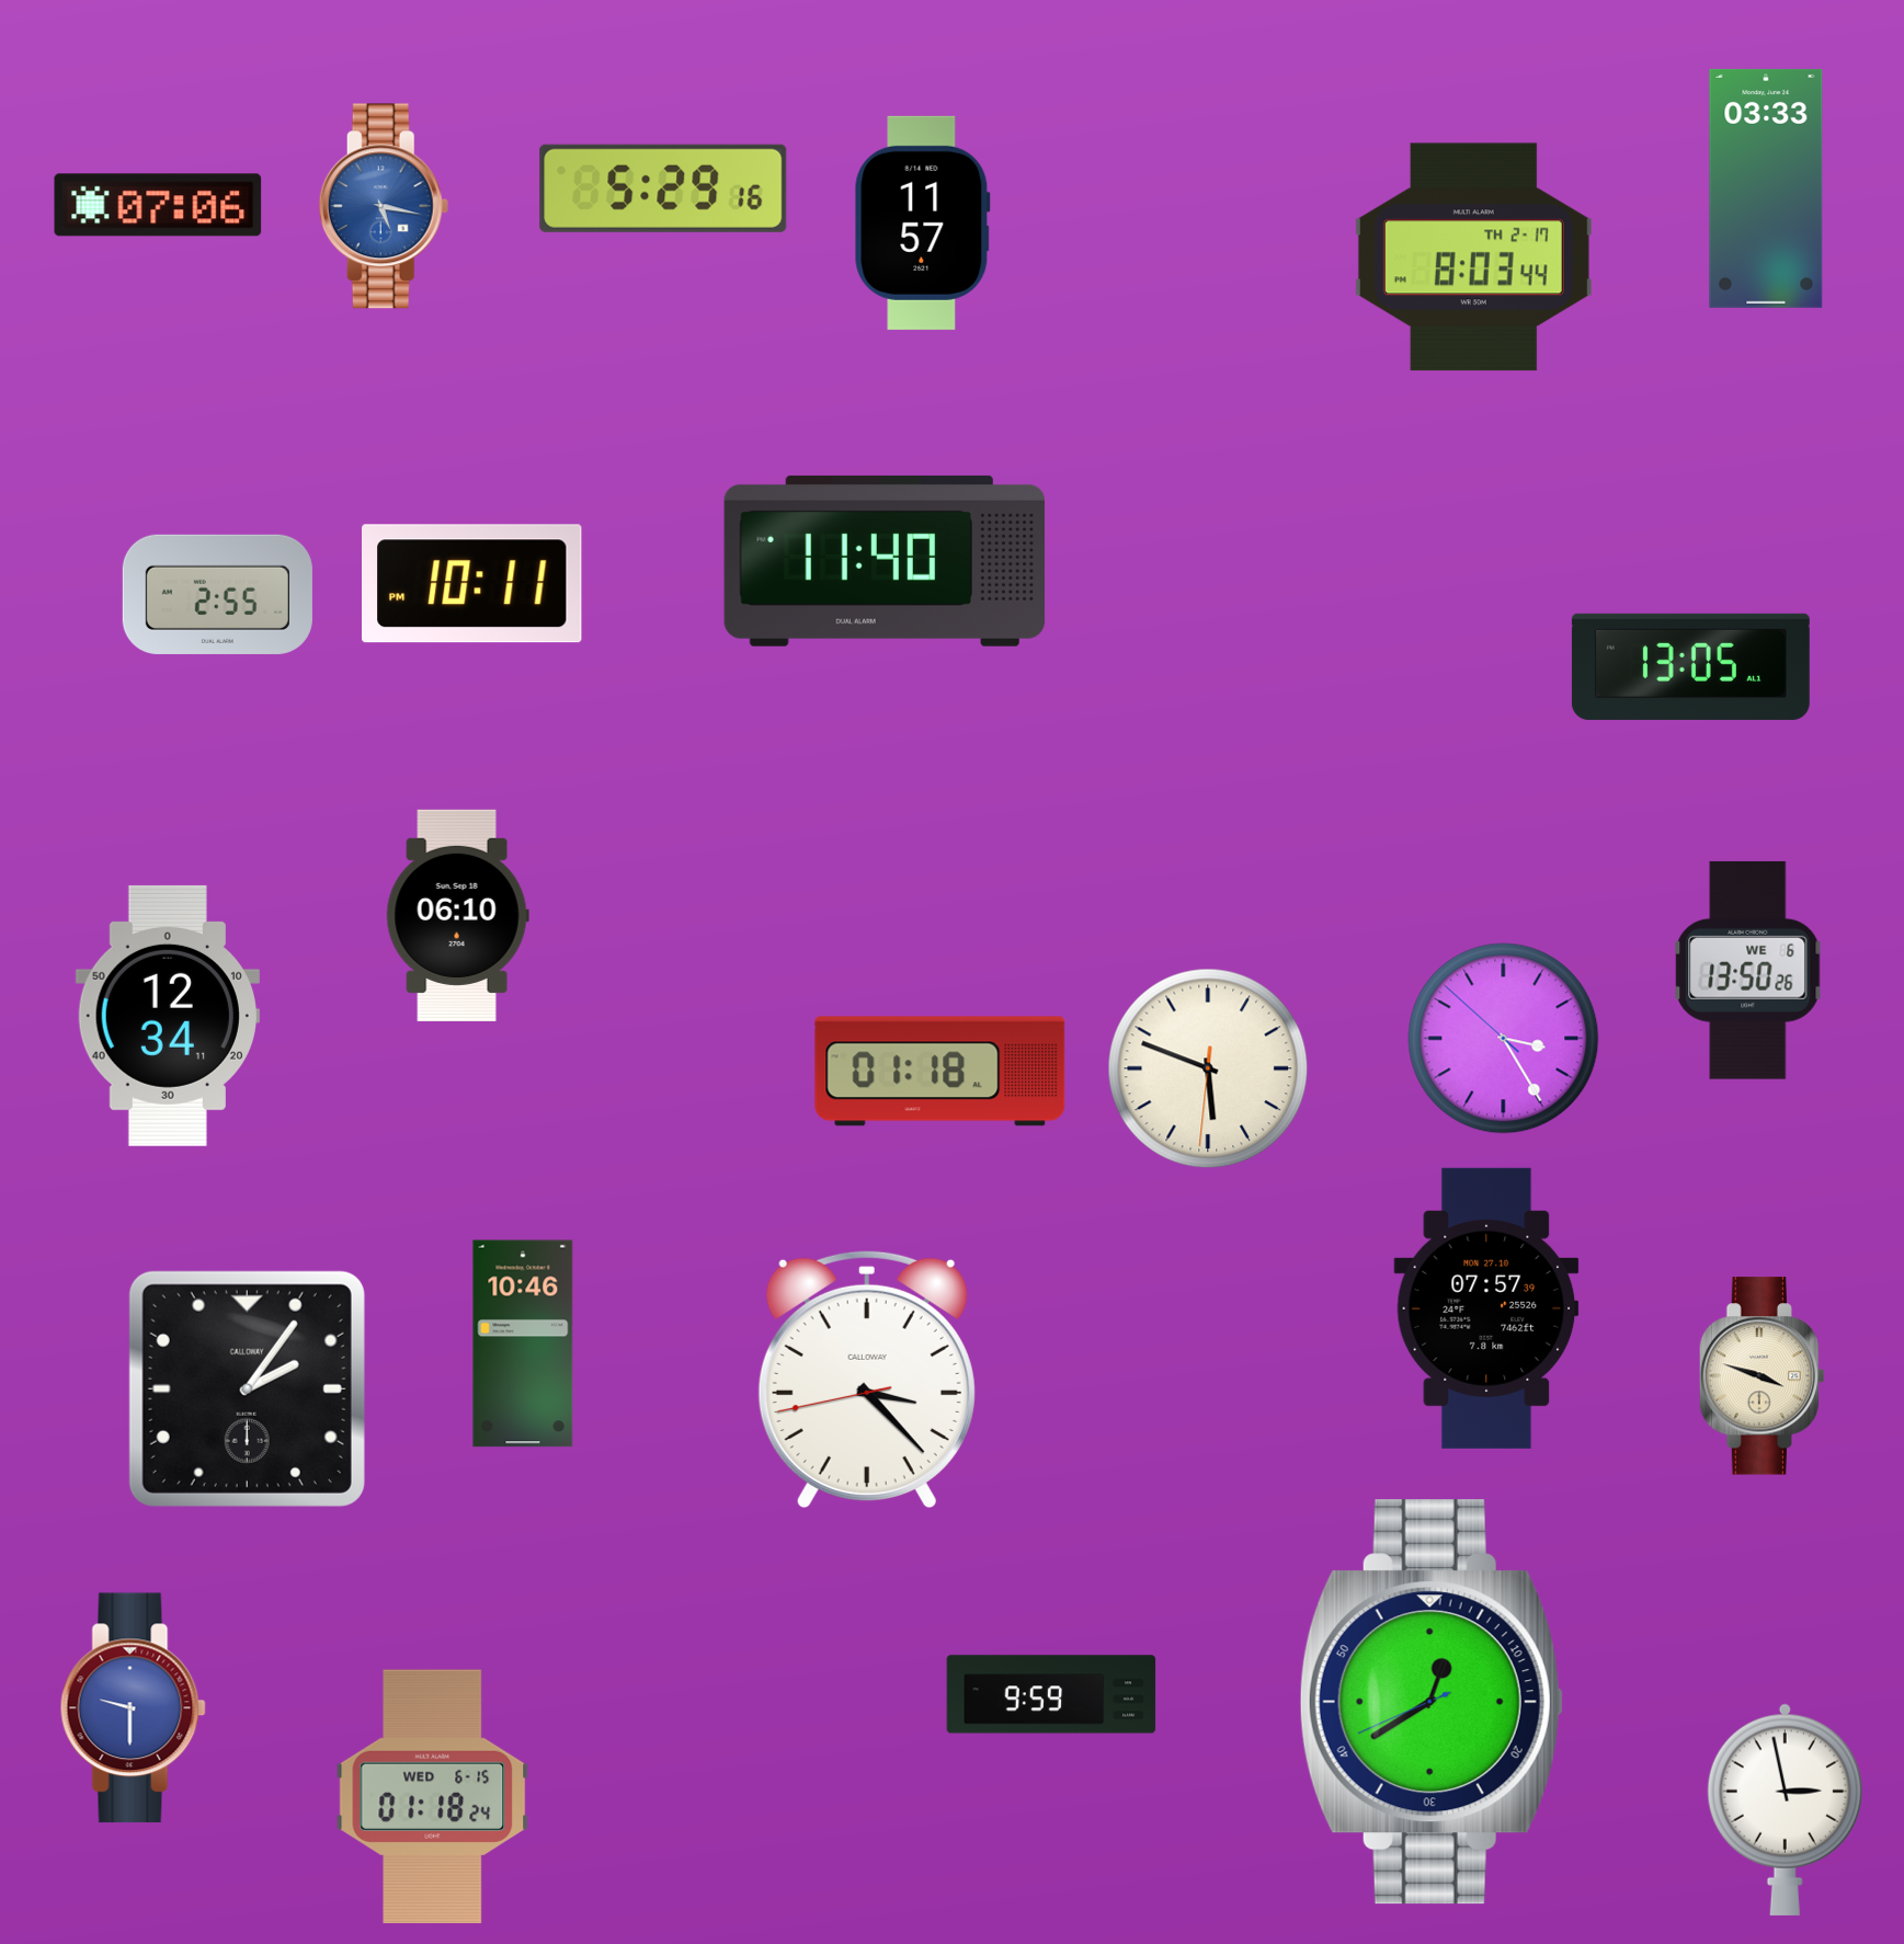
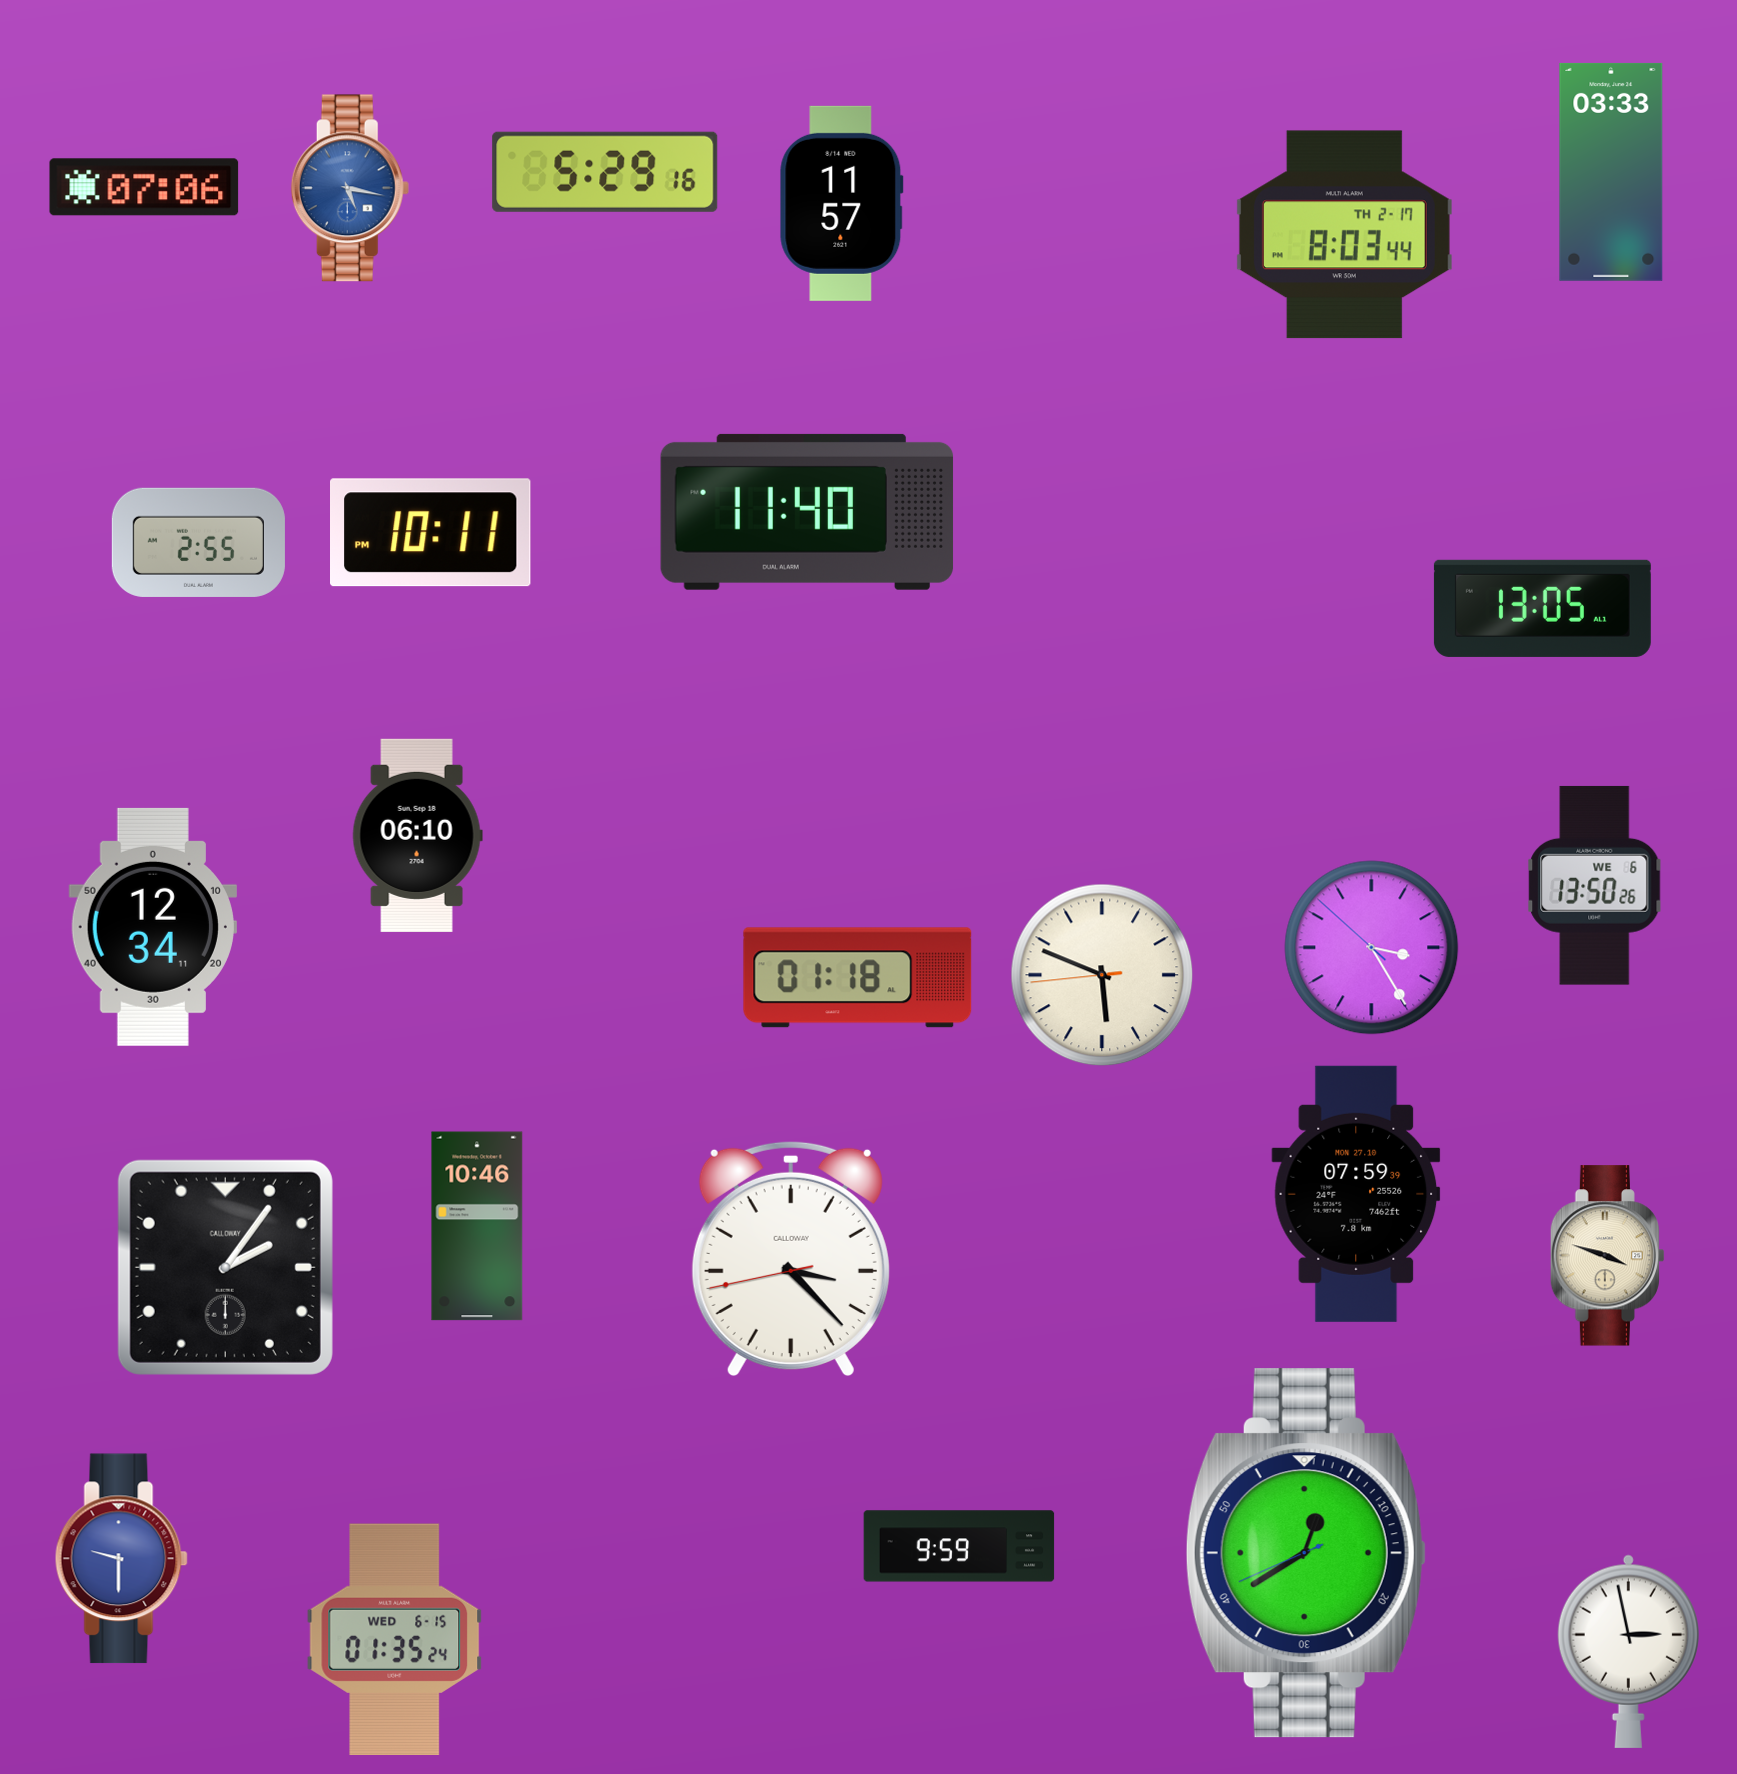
clock at (1208, 1068): 5:48:31 -> 5:48:44
clock at (1486, 1308): 07:57 -> 07:59
clock at (433, 1796): 01:18 -> 01:35
